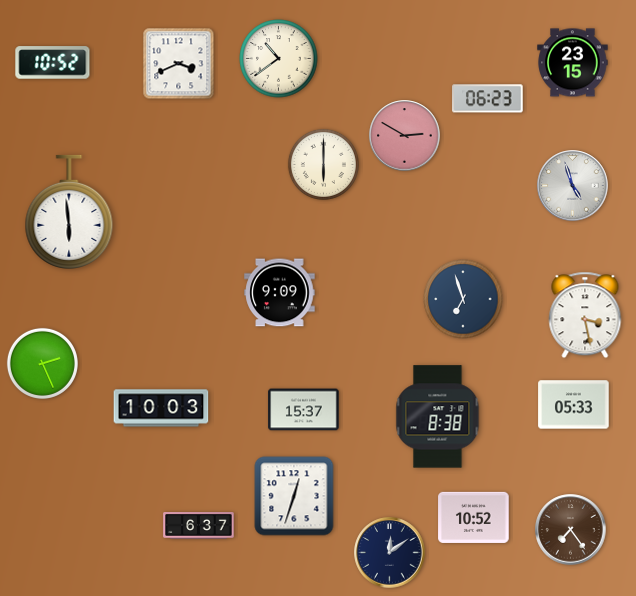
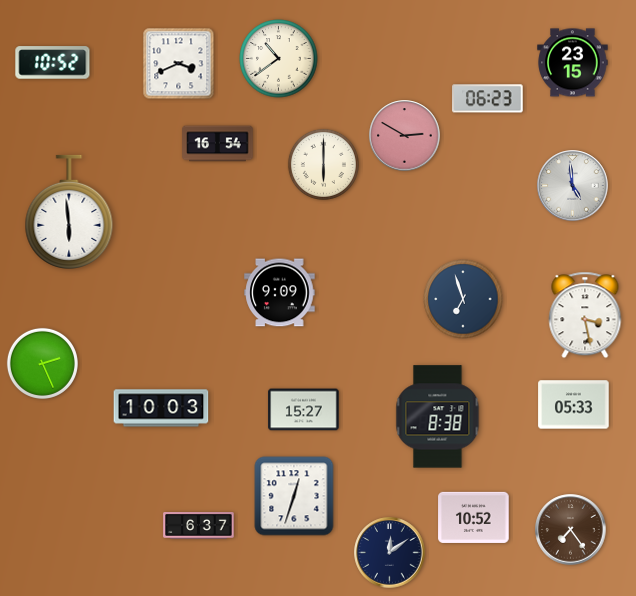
clock at (218, 144): none -> 16:54
clock at (573, 186): 4:57 -> 4:59
clock at (304, 410): 15:37 -> 15:27
